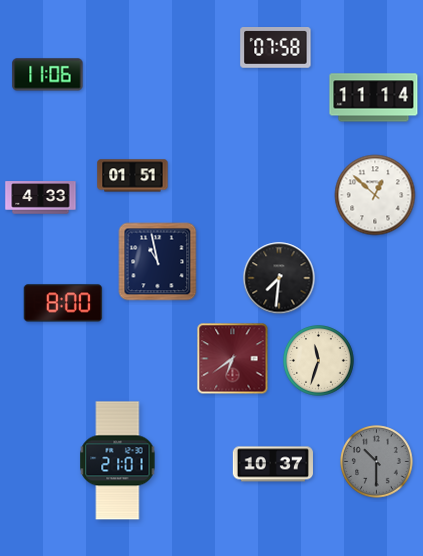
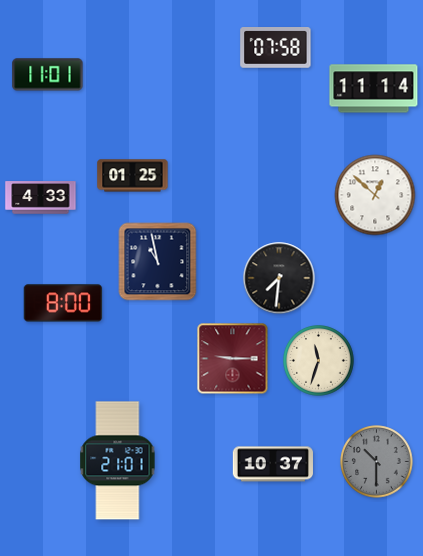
clock at (48, 75): 11:06 -> 11:01
clock at (374, 98) position: (374, 98) -> (374, 89)
clock at (133, 176): 01:51 -> 01:25
clock at (233, 359): 6:39 -> 9:15
